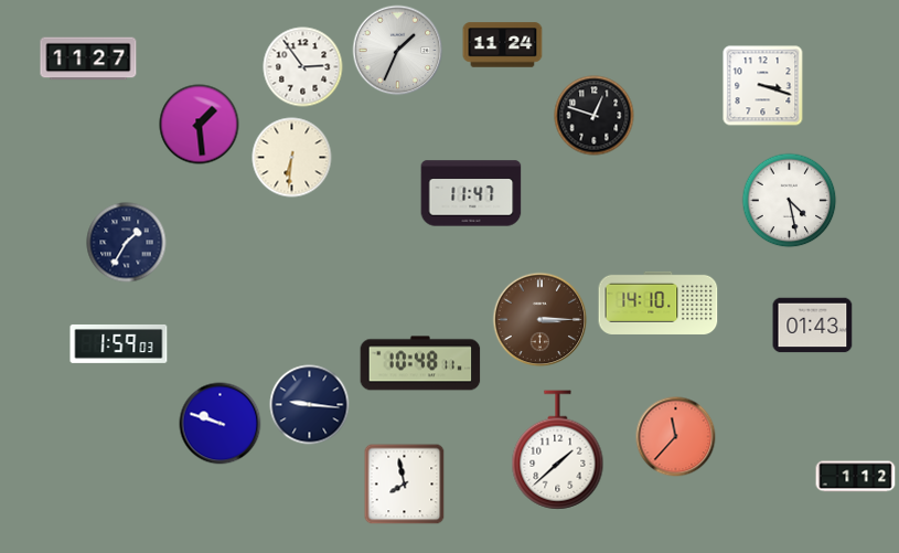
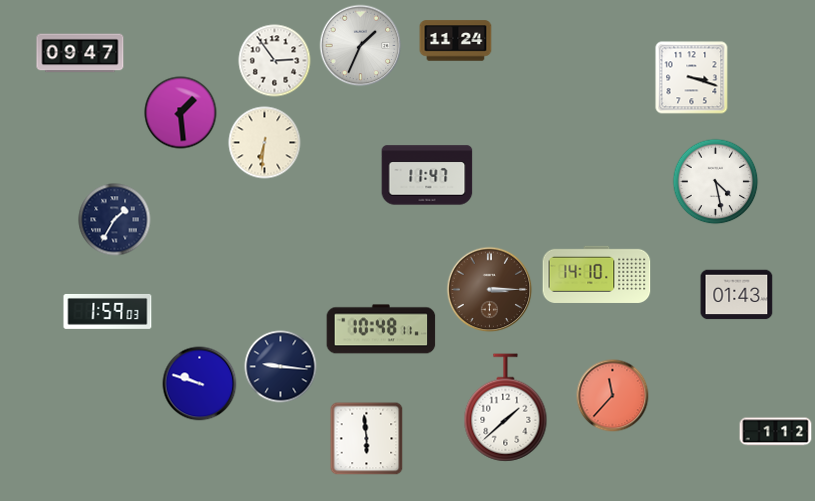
clock at (88, 59): 11:27 -> 09:47
clock at (595, 116): 12:48 -> none
clock at (405, 485): 7:58 -> 5:59
